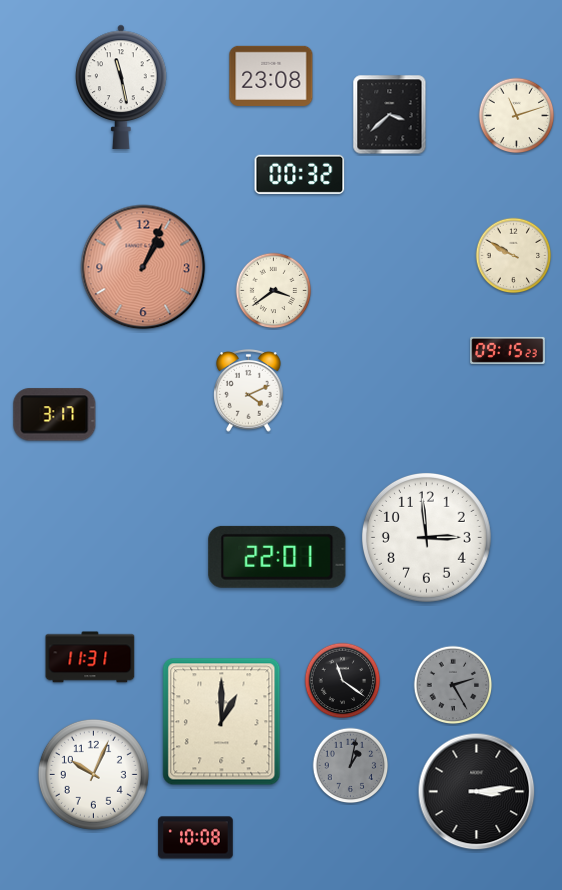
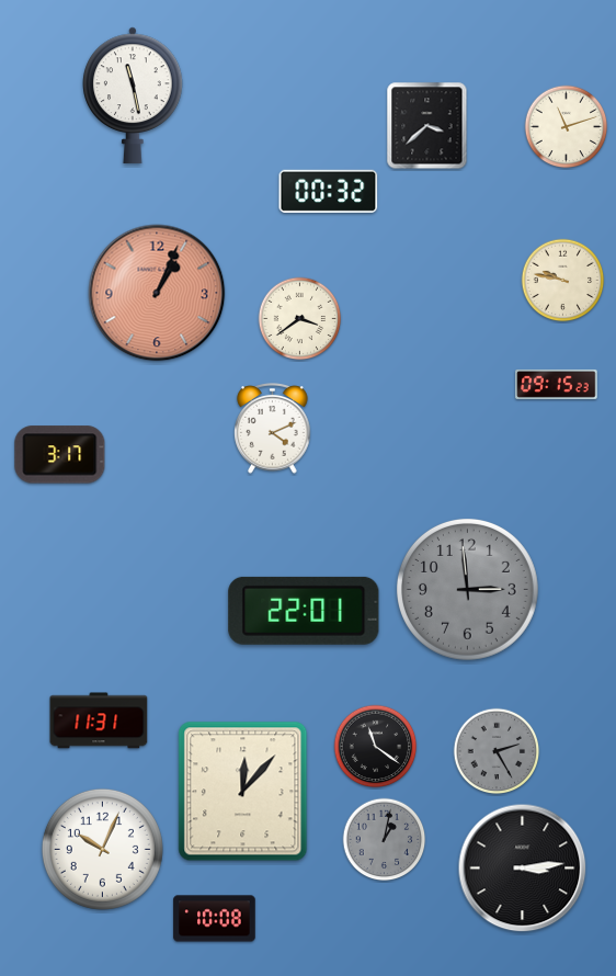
clock at (271, 76): 23:08 -> none
clock at (514, 256): 9:50 -> 9:47
clock at (426, 537) dial: white -> grey
clock at (222, 722): 1:00 -> 12:07
